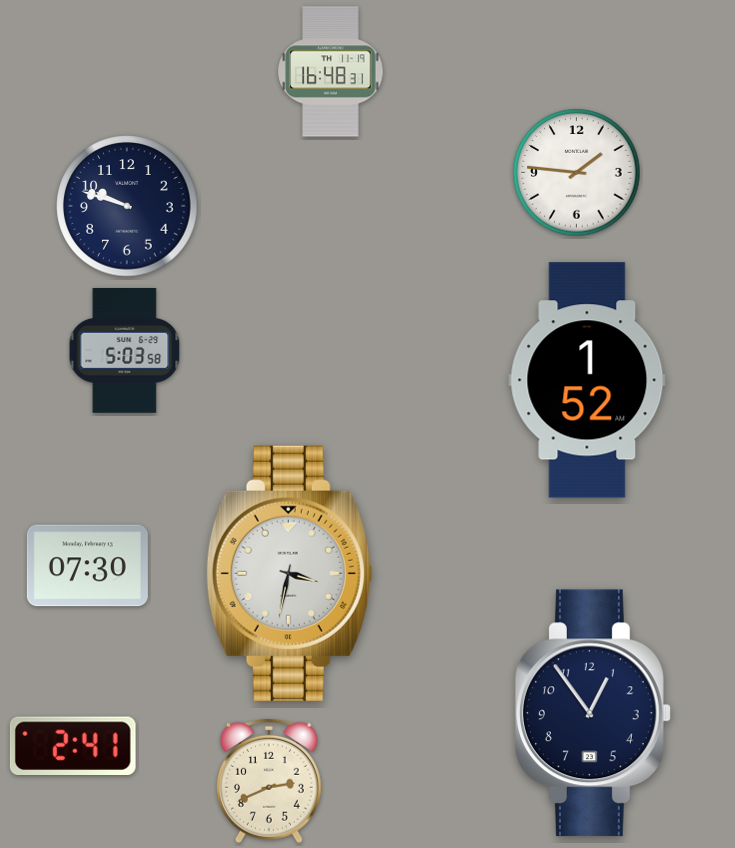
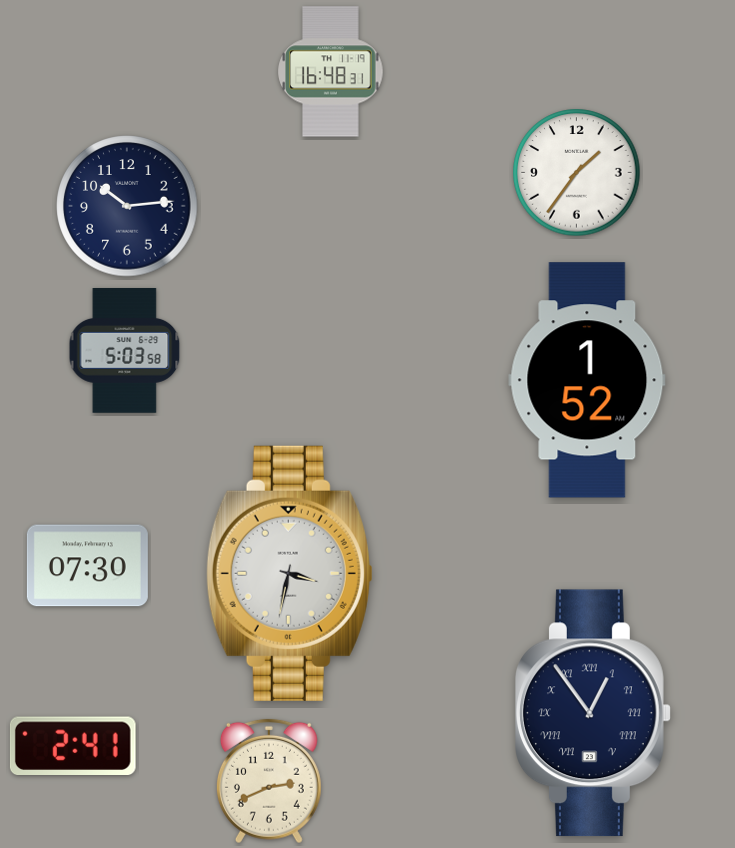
clock at (577, 173): 1:46 -> 1:36
clock at (127, 206): 9:48 -> 10:14
clock at (594, 713) numerals: Arabic -> Roman
